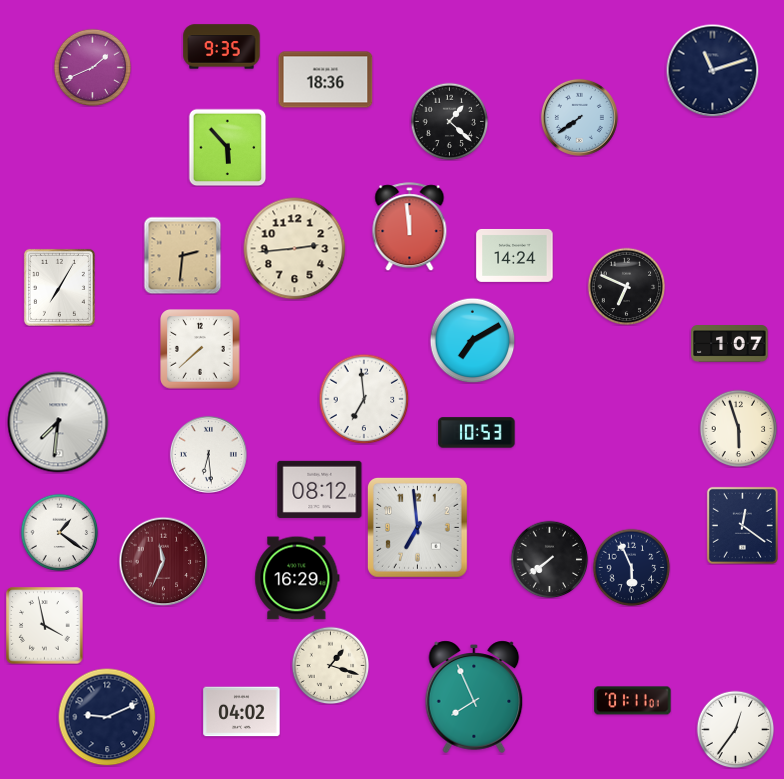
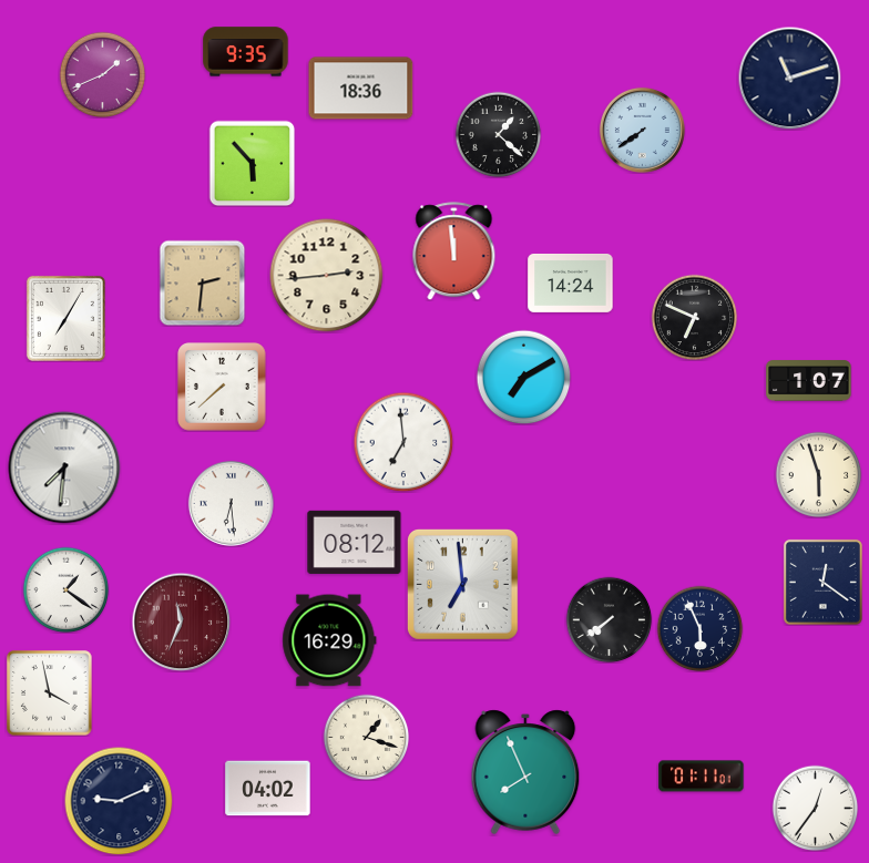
clock at (477, 433): 10:53 -> none
clock at (107, 717) position: (107, 717) -> (119, 801)
